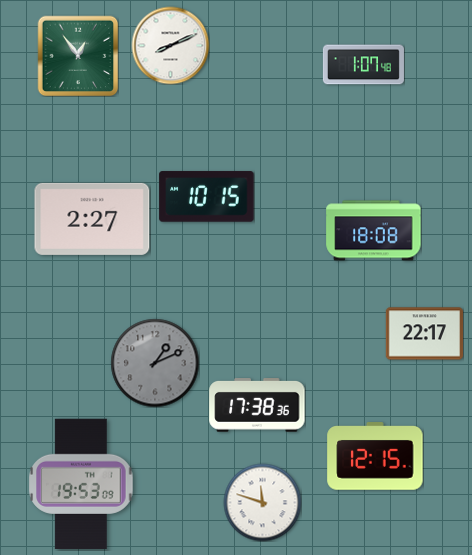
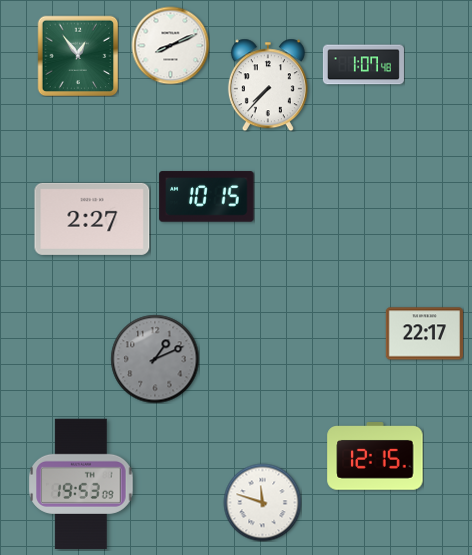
clock at (268, 85): none -> 7:37
clock at (374, 231): 18:08 -> none
clock at (155, 363) position: (155, 363) -> (155, 359)
clock at (257, 406): 17:38 -> none
